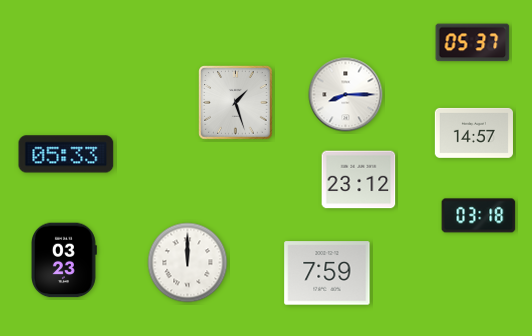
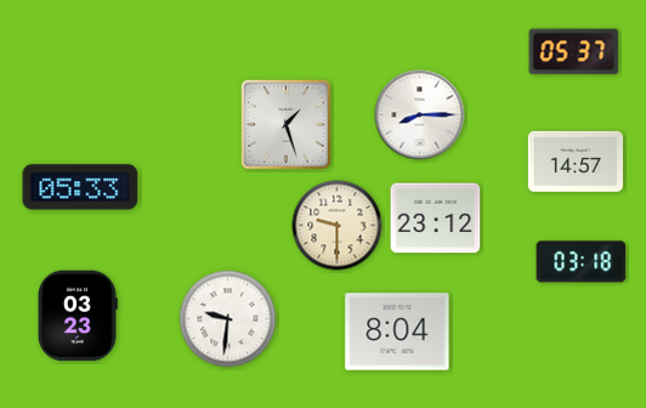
clock at (338, 226): none -> 9:30
clock at (188, 263): 12:00 -> 9:31
clock at (327, 273): 7:59 -> 8:04
